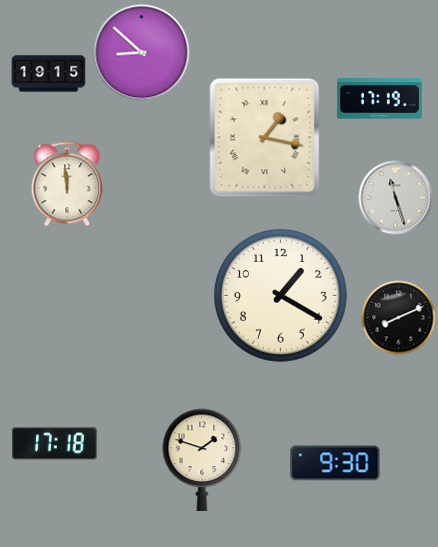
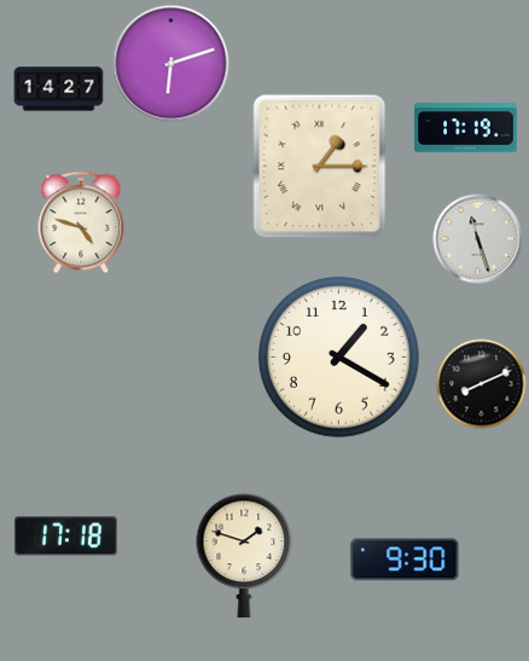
clock at (142, 53): 8:52 -> 6:12
clock at (49, 74): 19:15 -> 14:27
clock at (380, 99) position: (380, 99) -> (466, 128)
clock at (265, 138): 1:17 -> 1:15
clock at (67, 184): 11:59 -> 4:48
